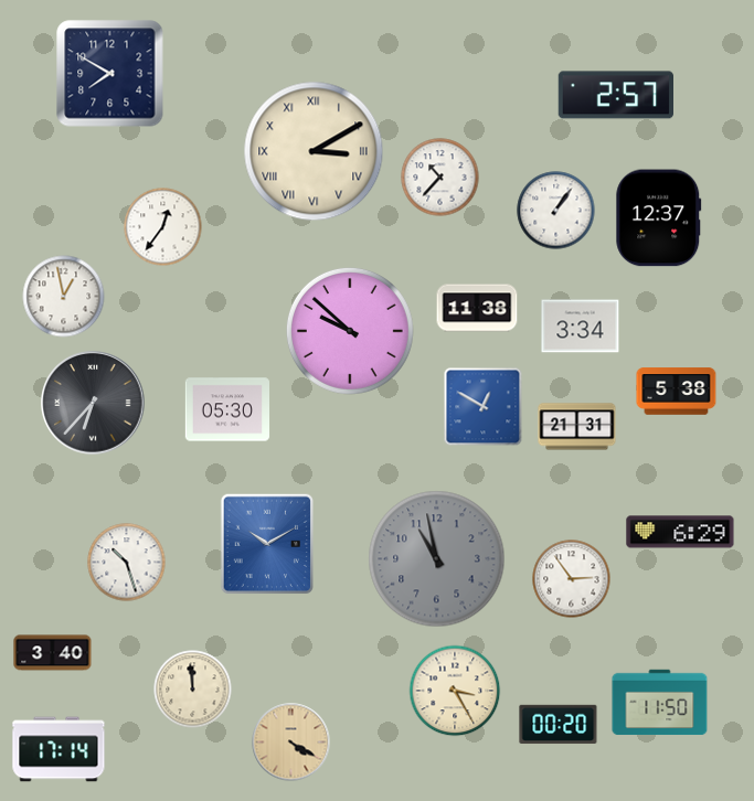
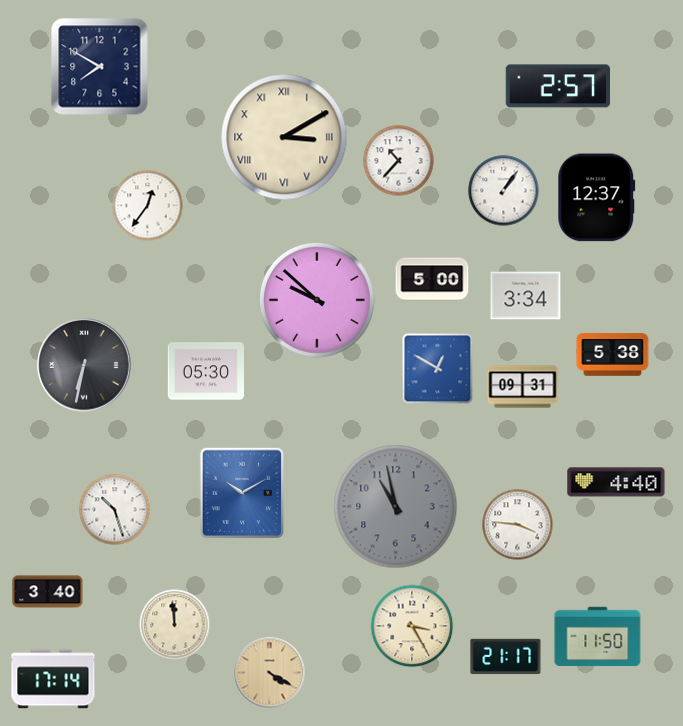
clock at (64, 297): 12:58 -> none
clock at (477, 308): 11:38 -> 5:00
clock at (93, 403): 6:37 -> 6:32
clock at (577, 427): 21:31 -> 09:31
clock at (680, 532): 6:29 -> 4:40
clock at (572, 579): 2:54 -> 3:46
clock at (559, 725): 00:20 -> 21:17
clock at (291, 743) position: (291, 743) -> (270, 673)
